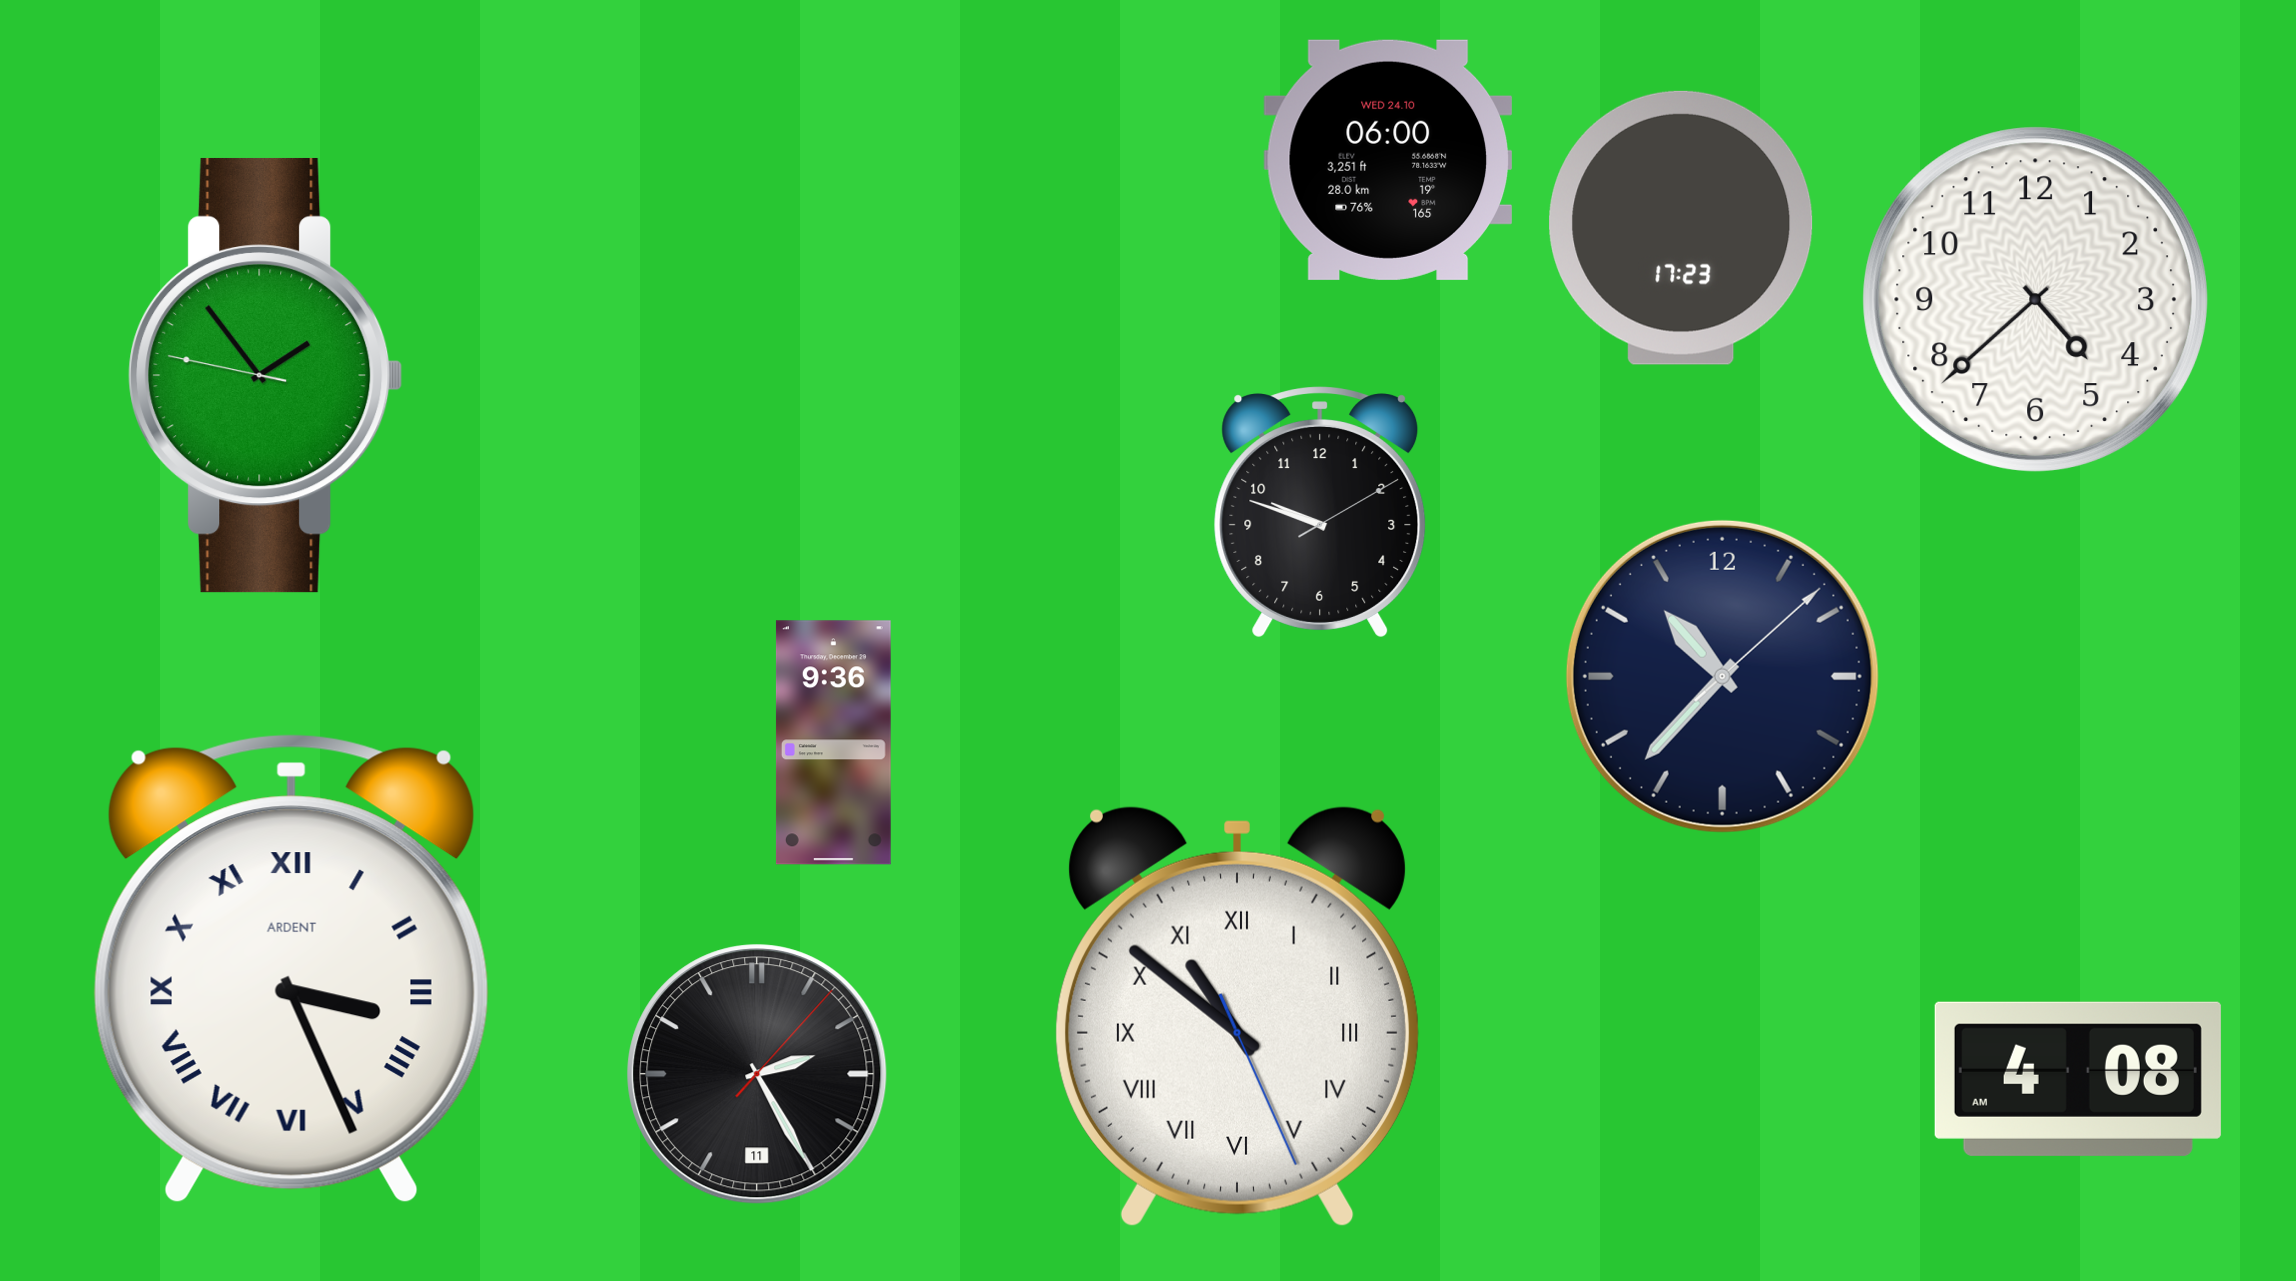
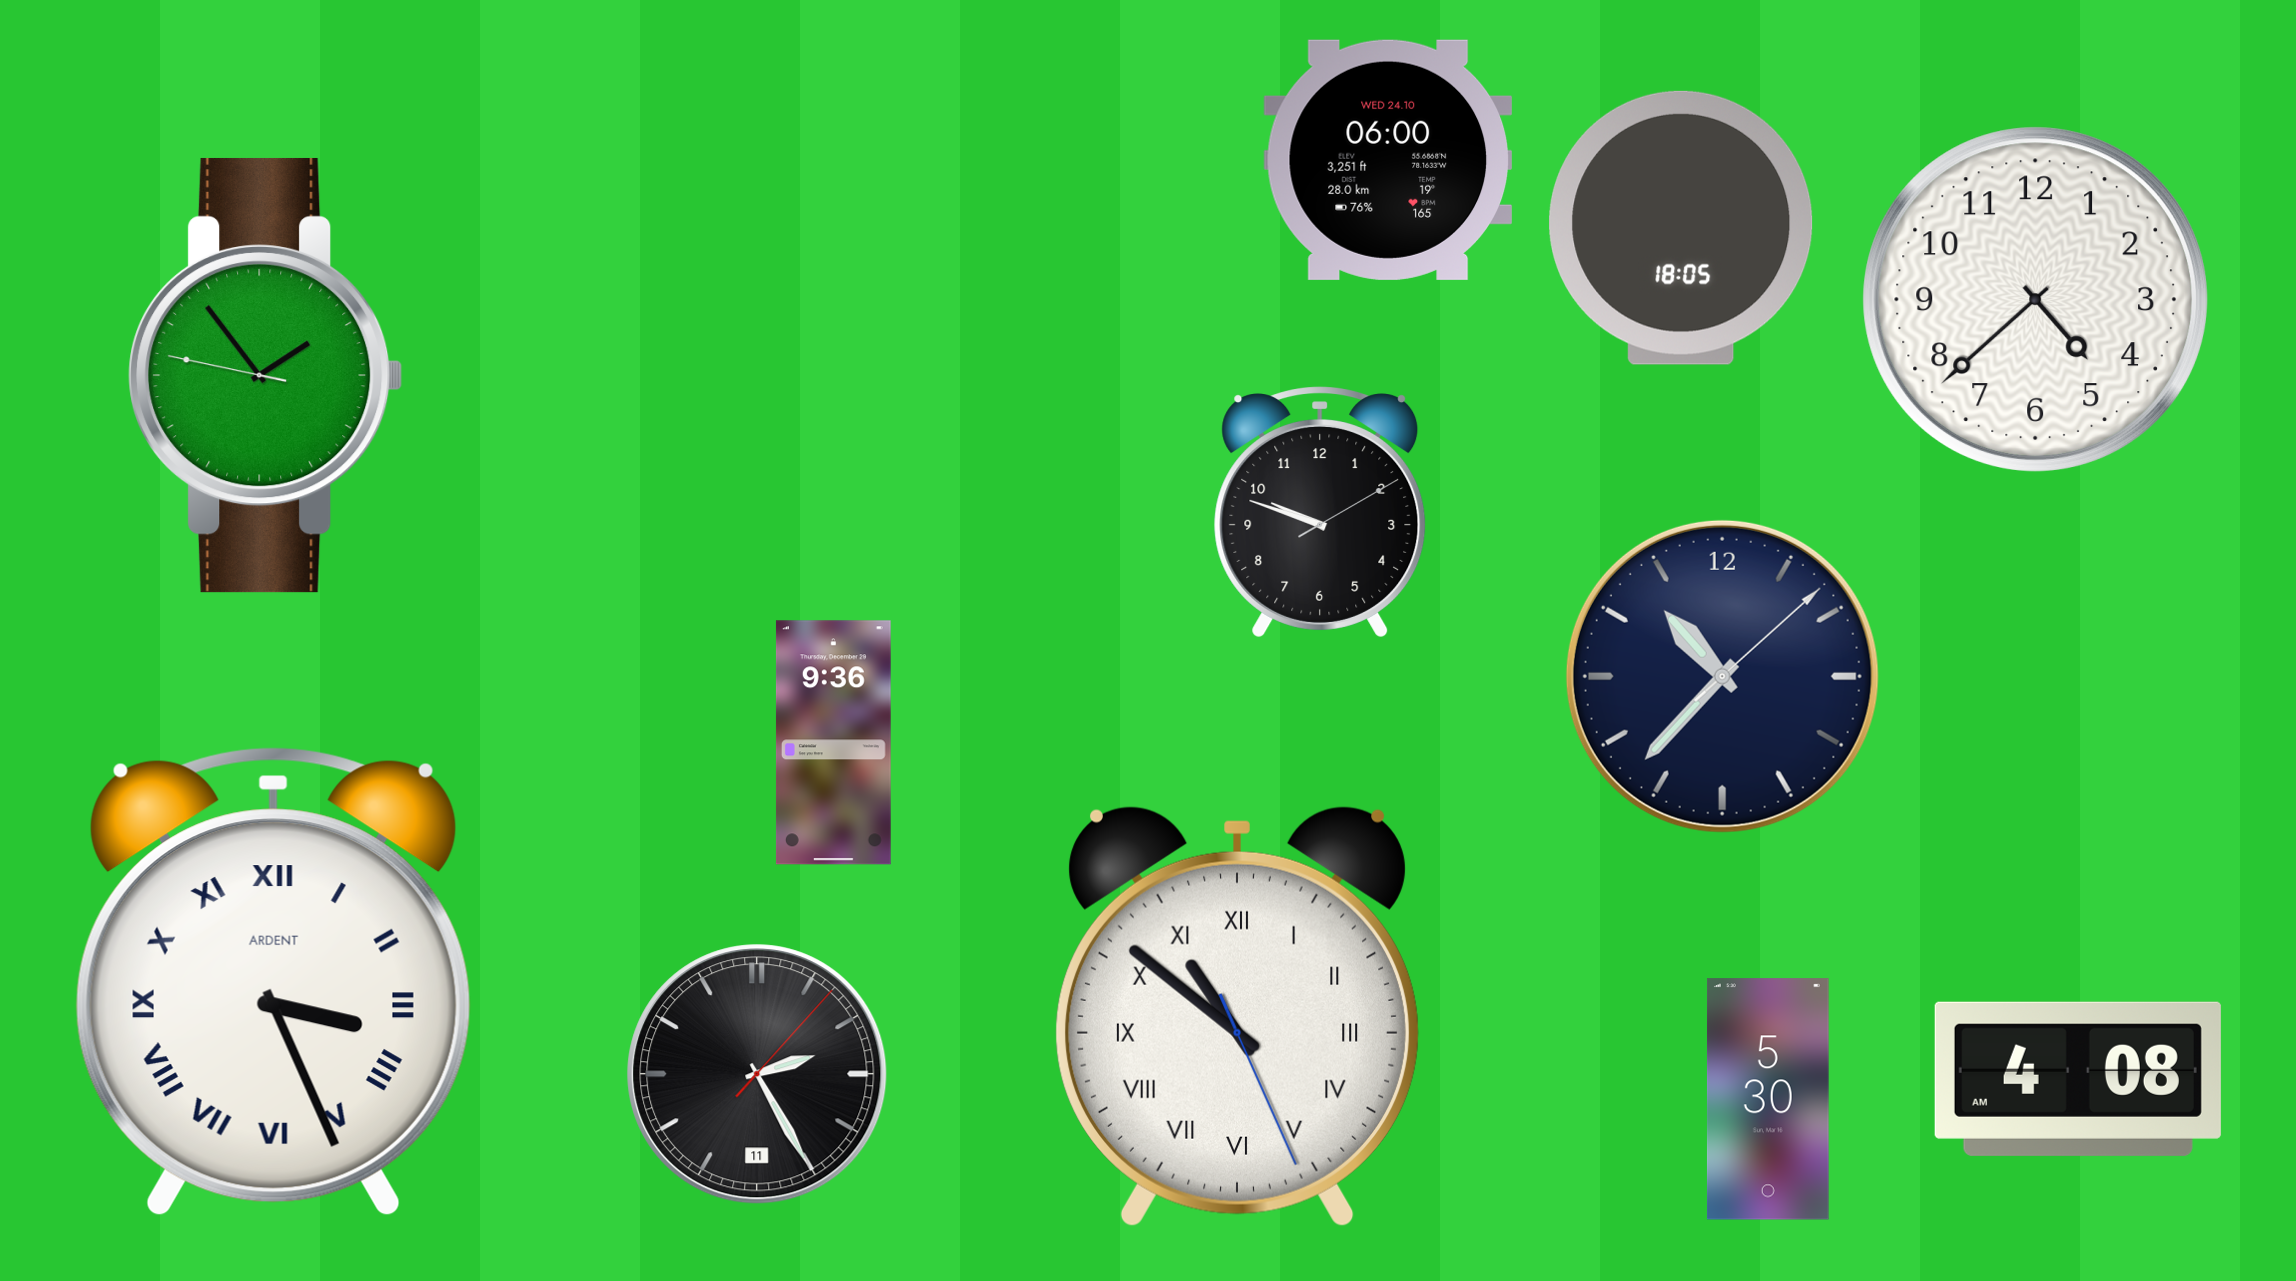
clock at (1681, 228): 17:23 -> 18:05
clock at (291, 968) position: (291, 968) -> (273, 981)
clock at (1768, 1099): none -> 5:30
